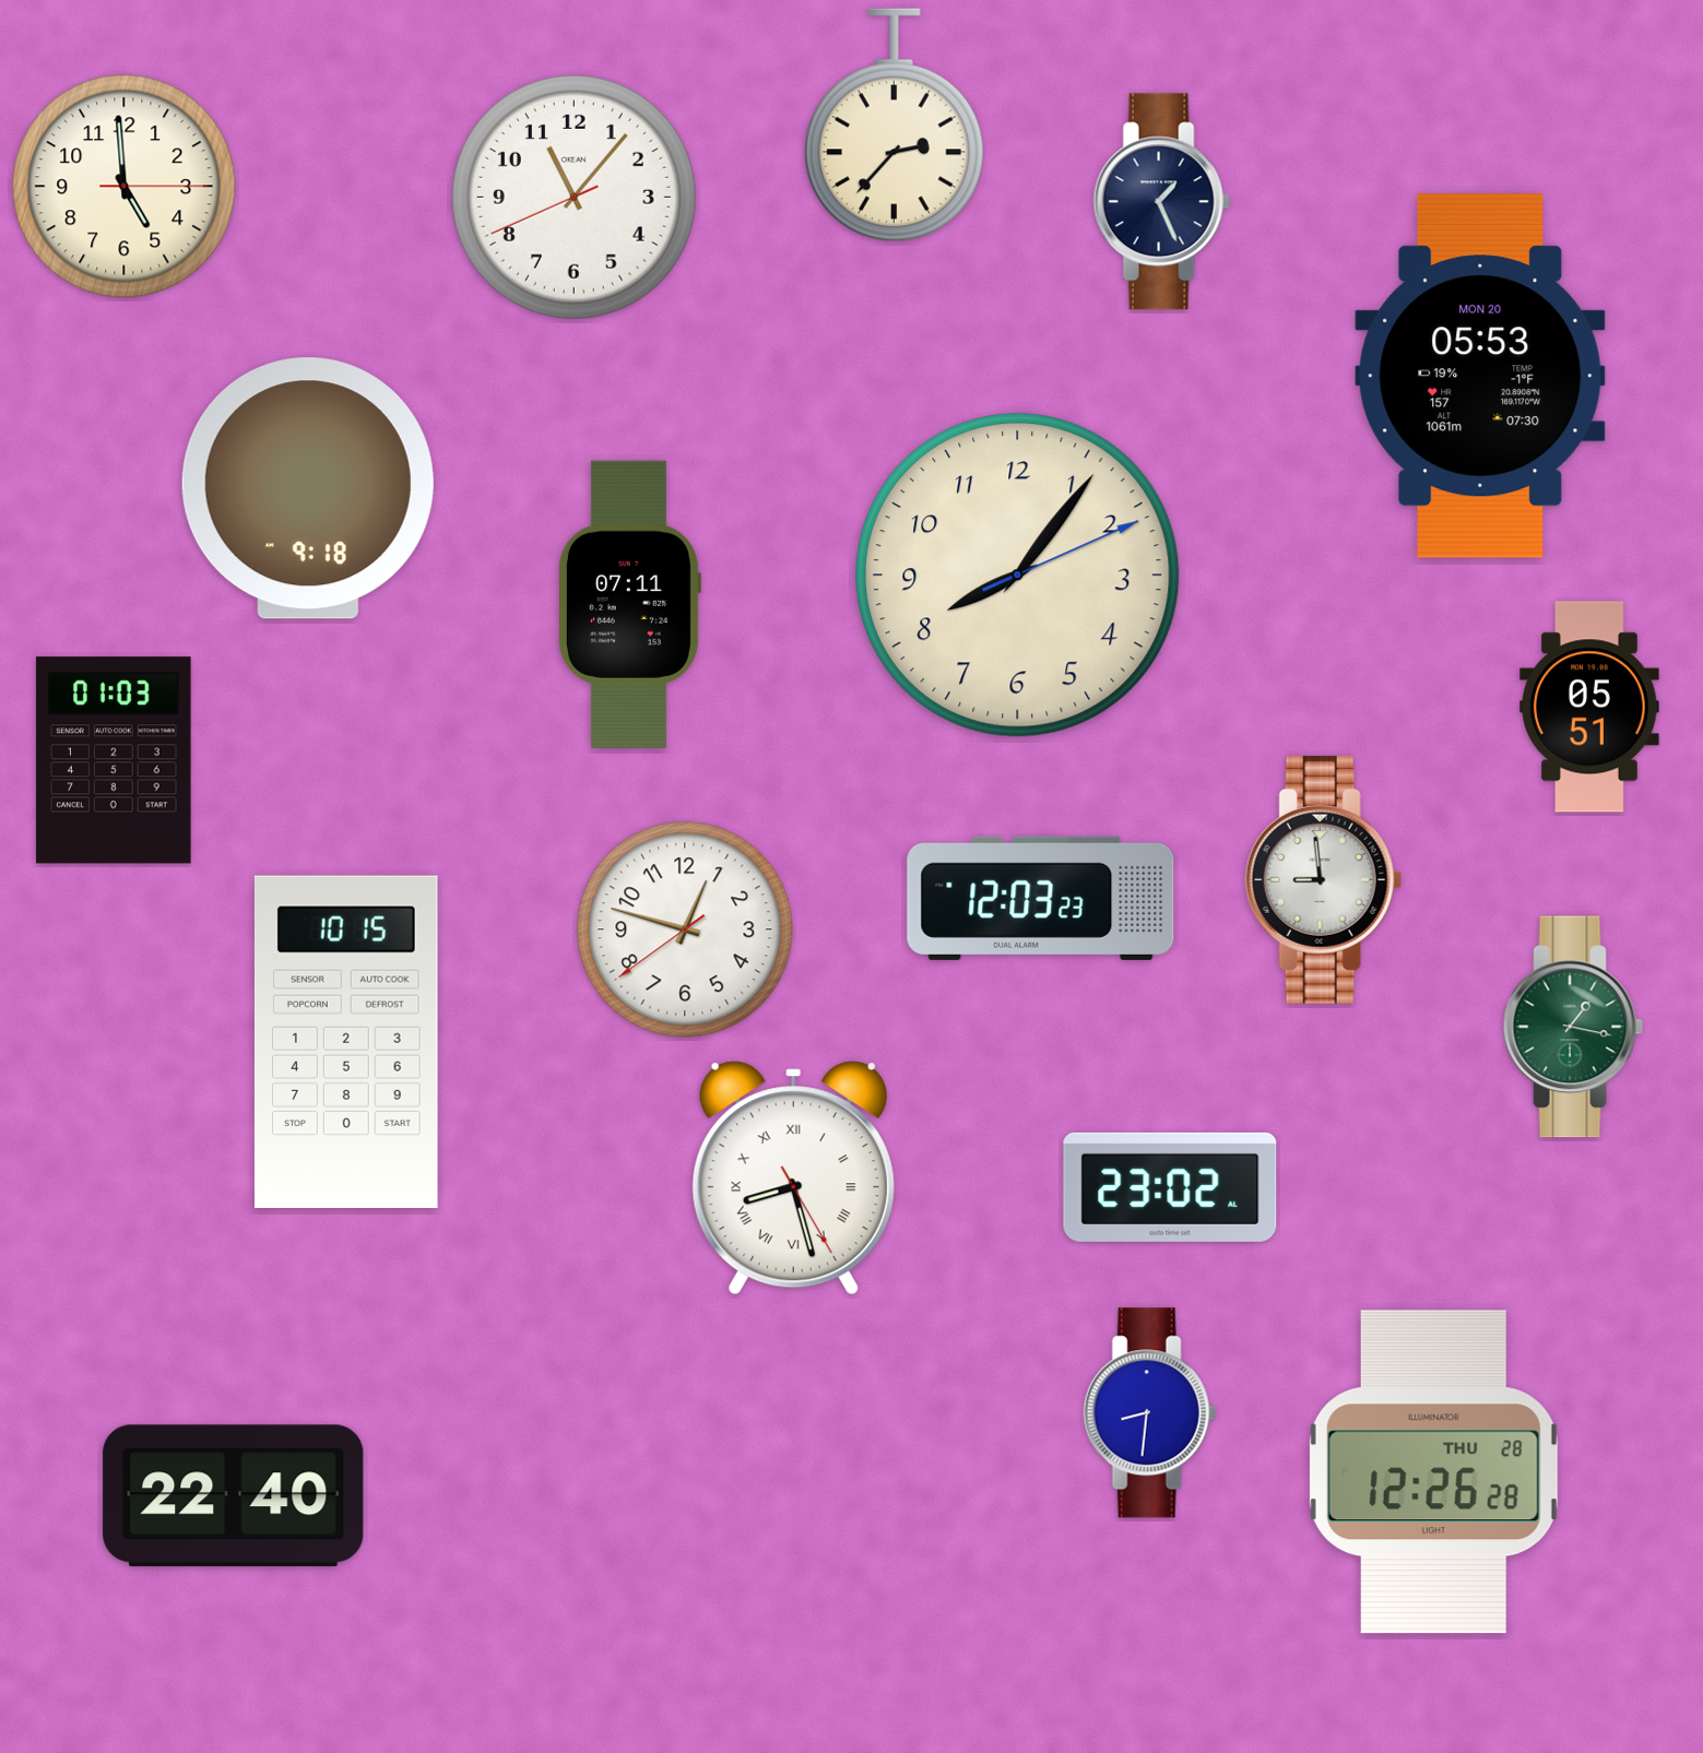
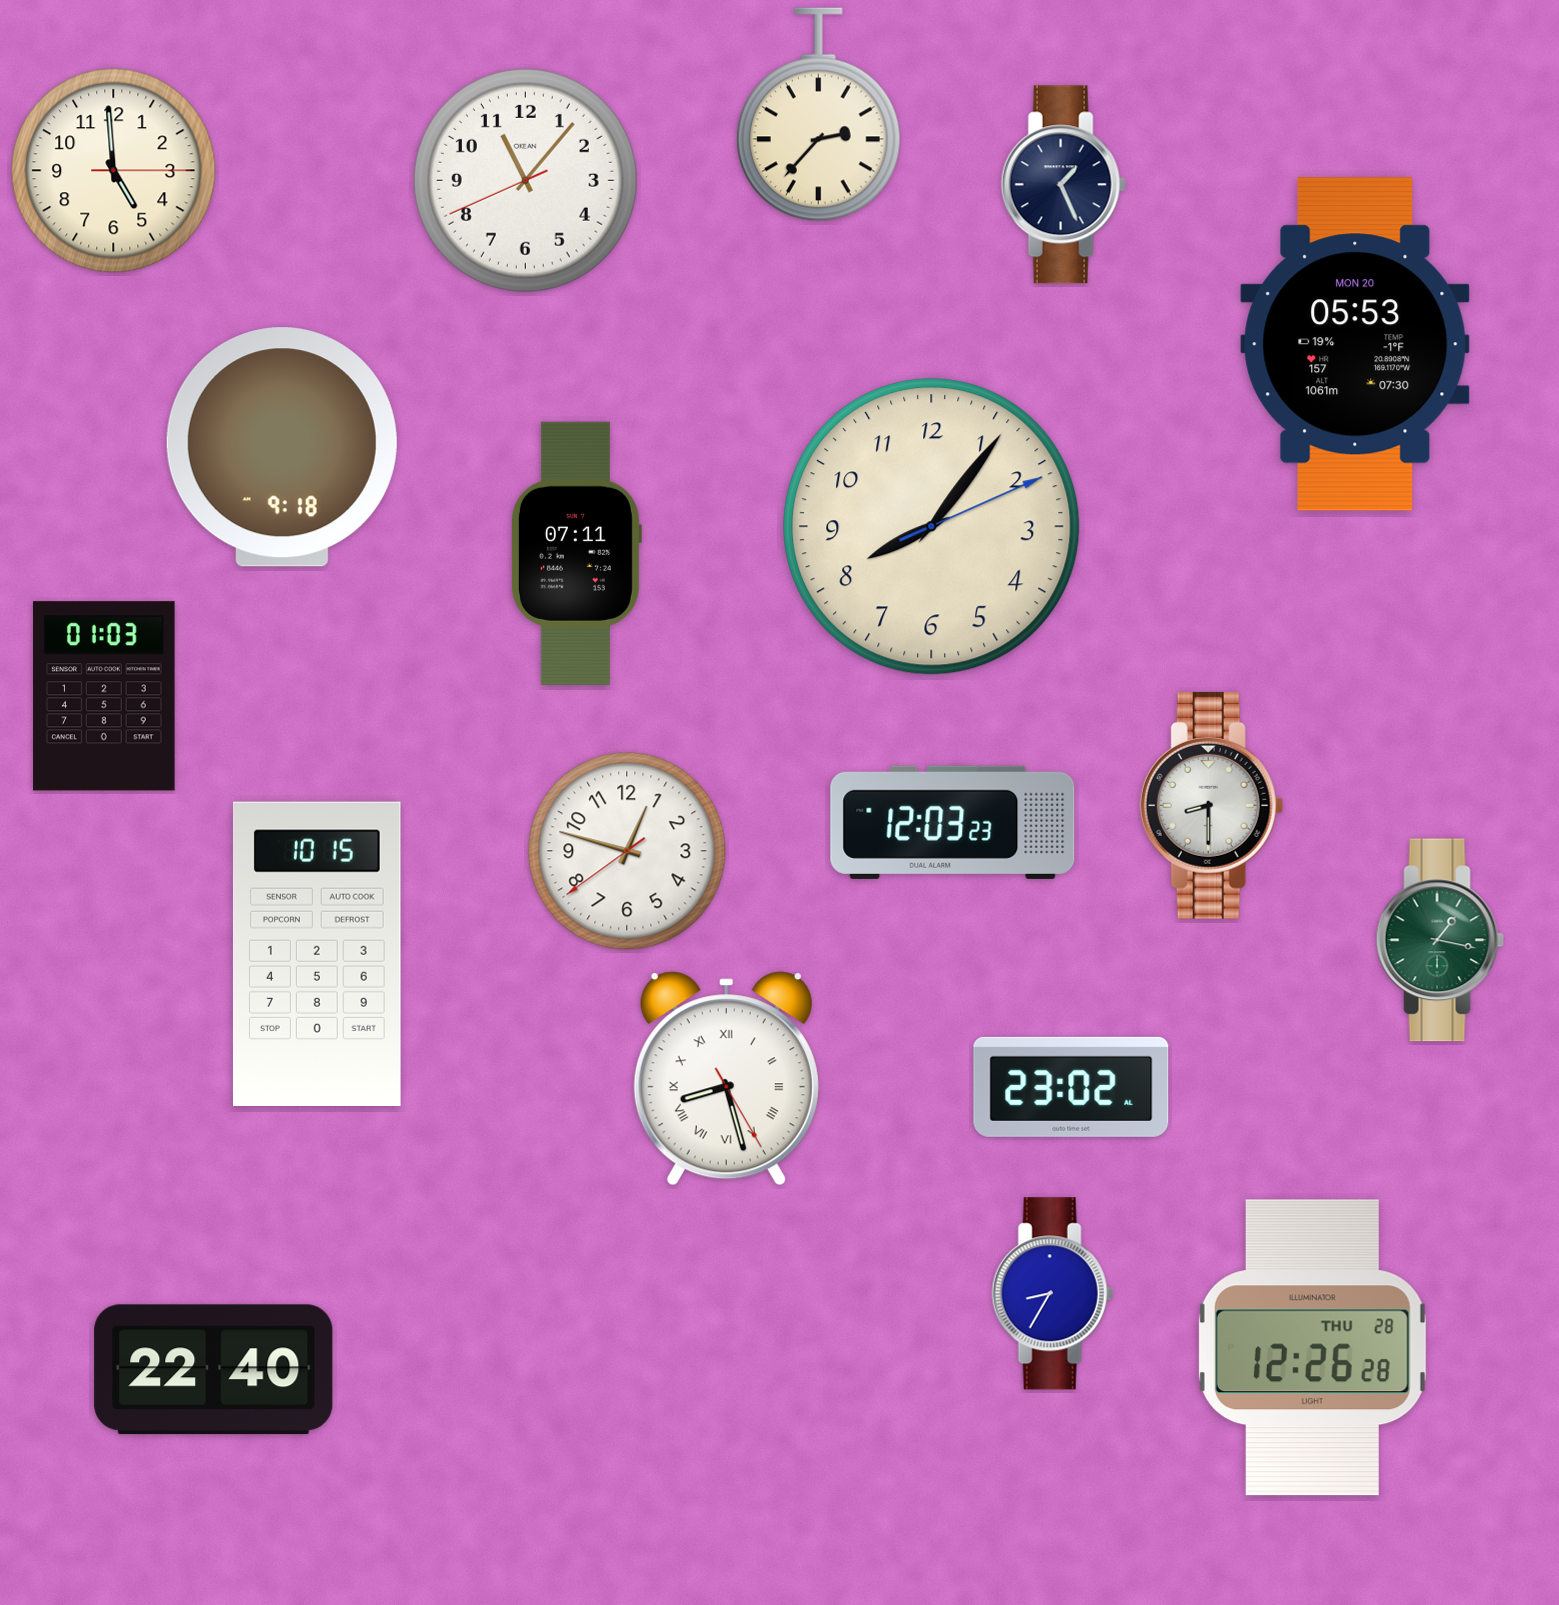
clock at (1589, 707): 05:51 -> none
clock at (1323, 879): 8:59 -> 8:30
clock at (1149, 1413): 8:31 -> 8:35
